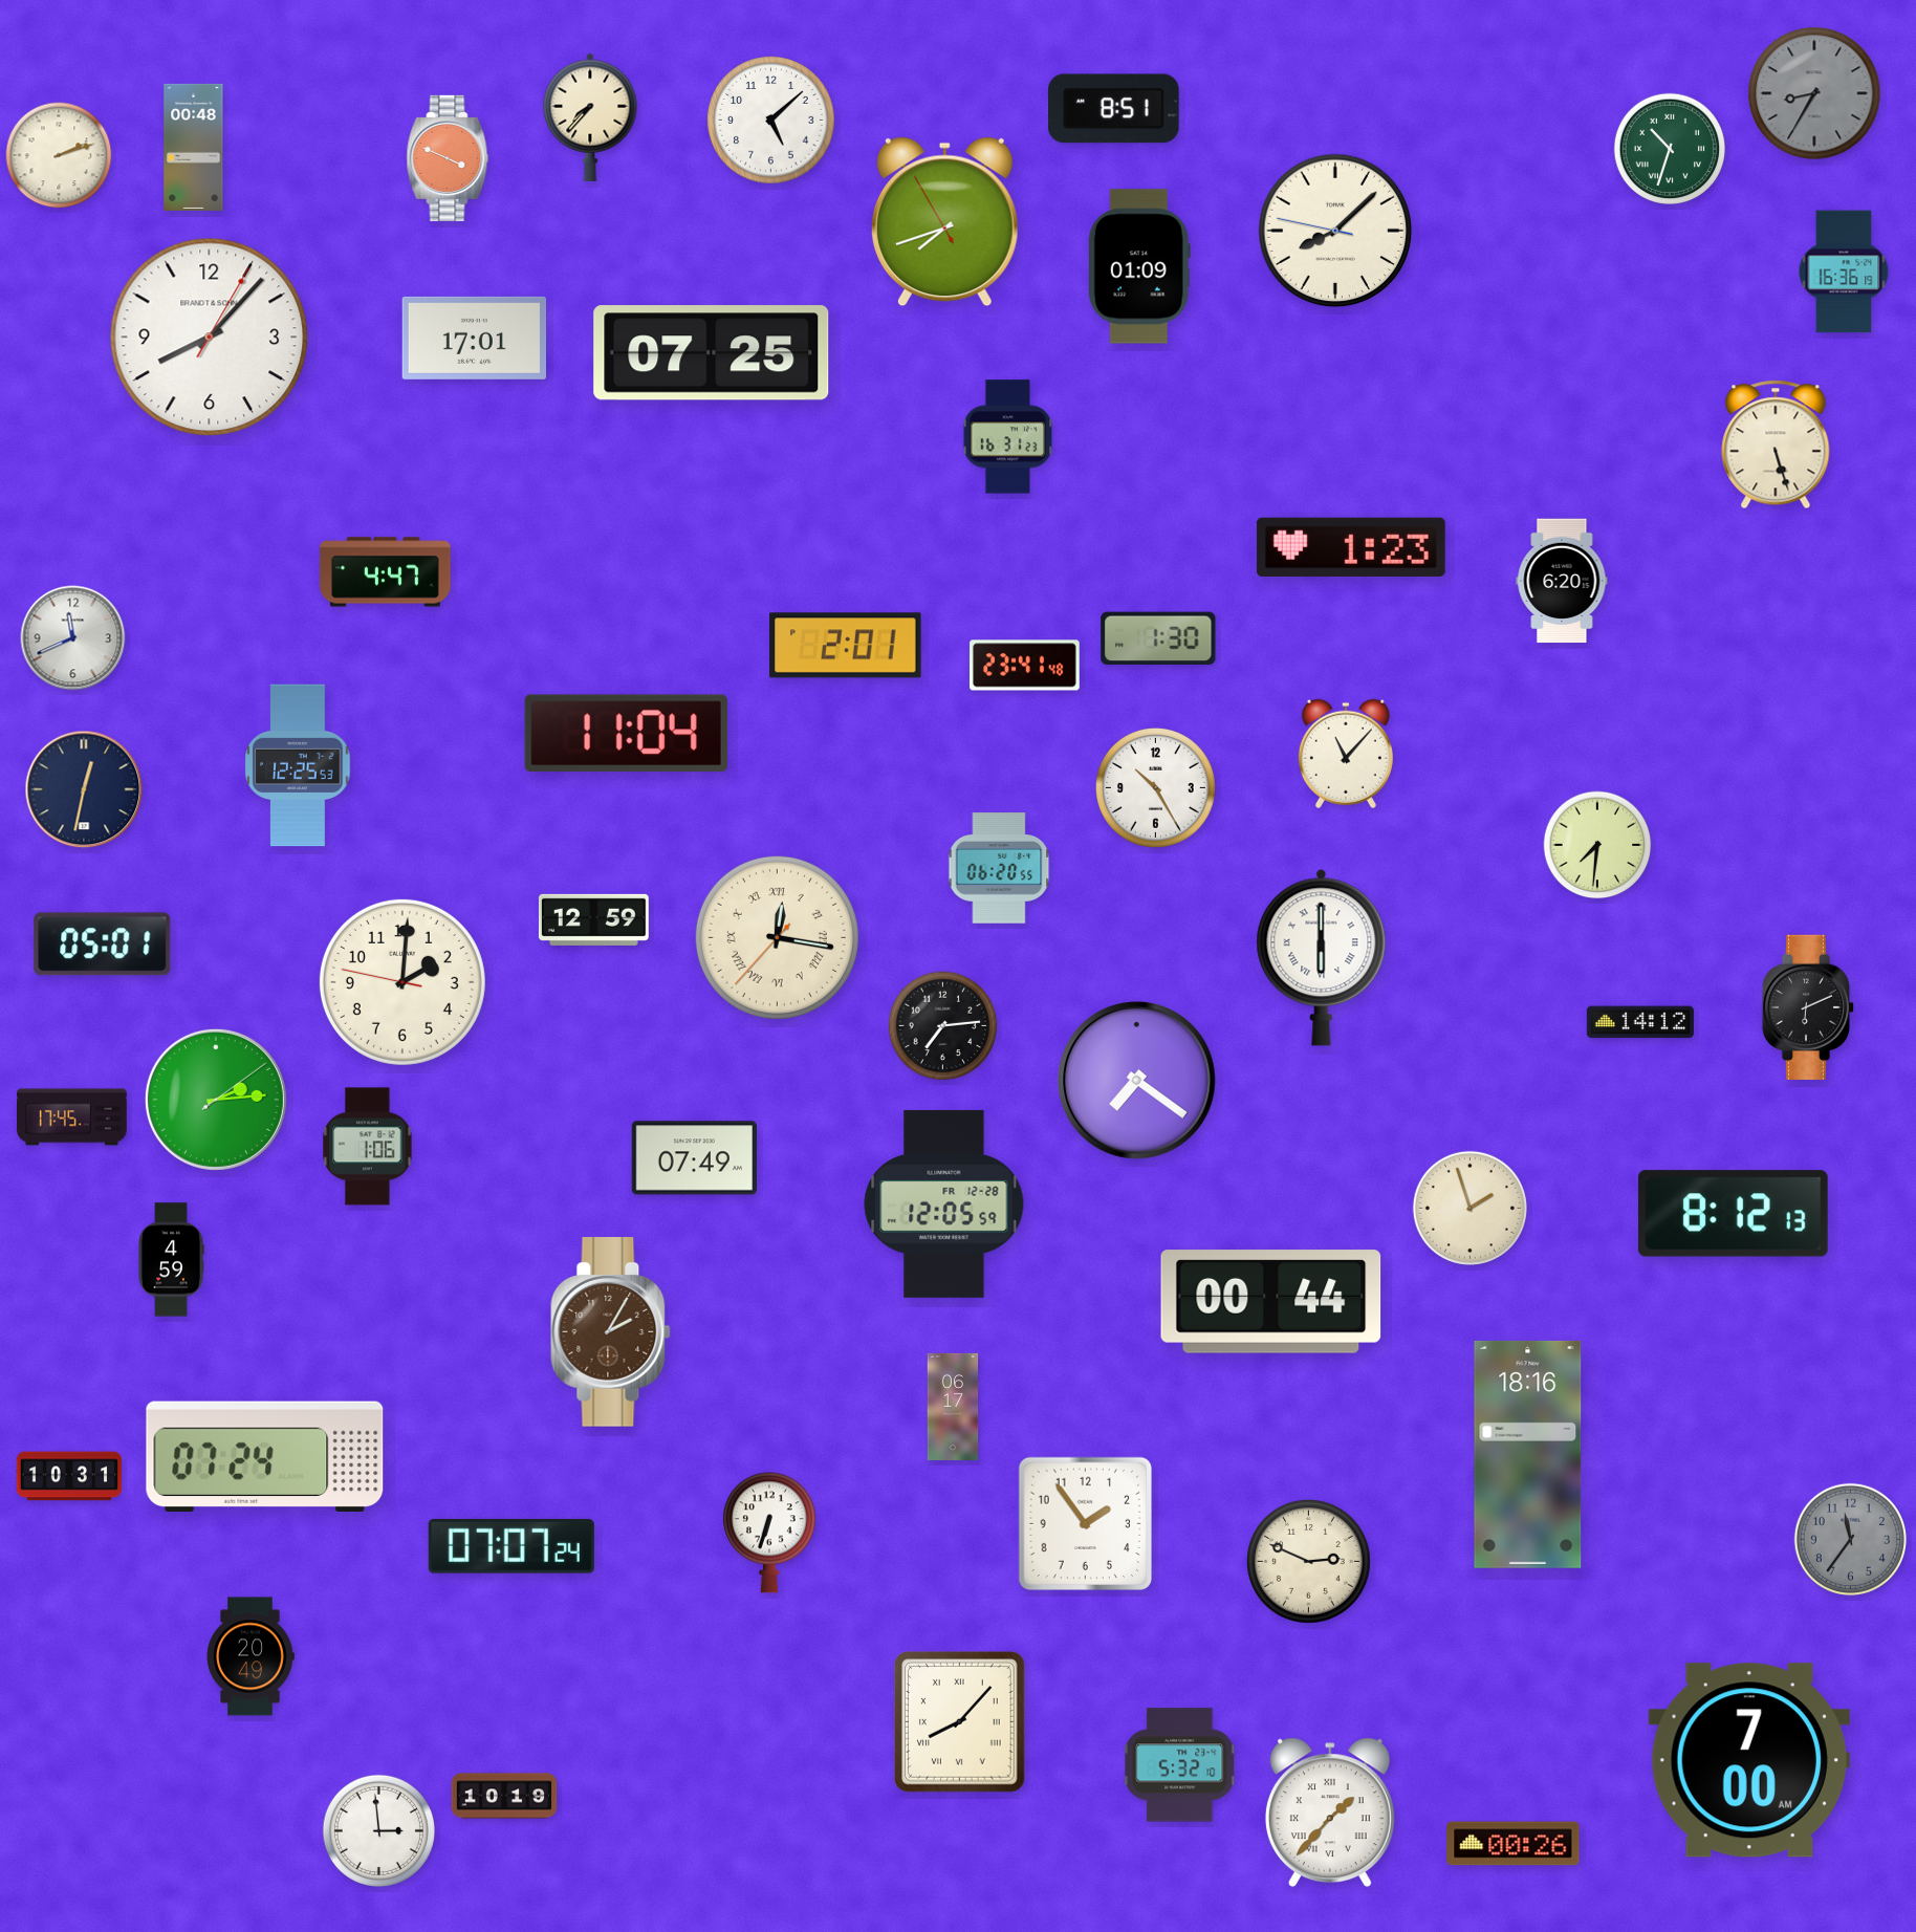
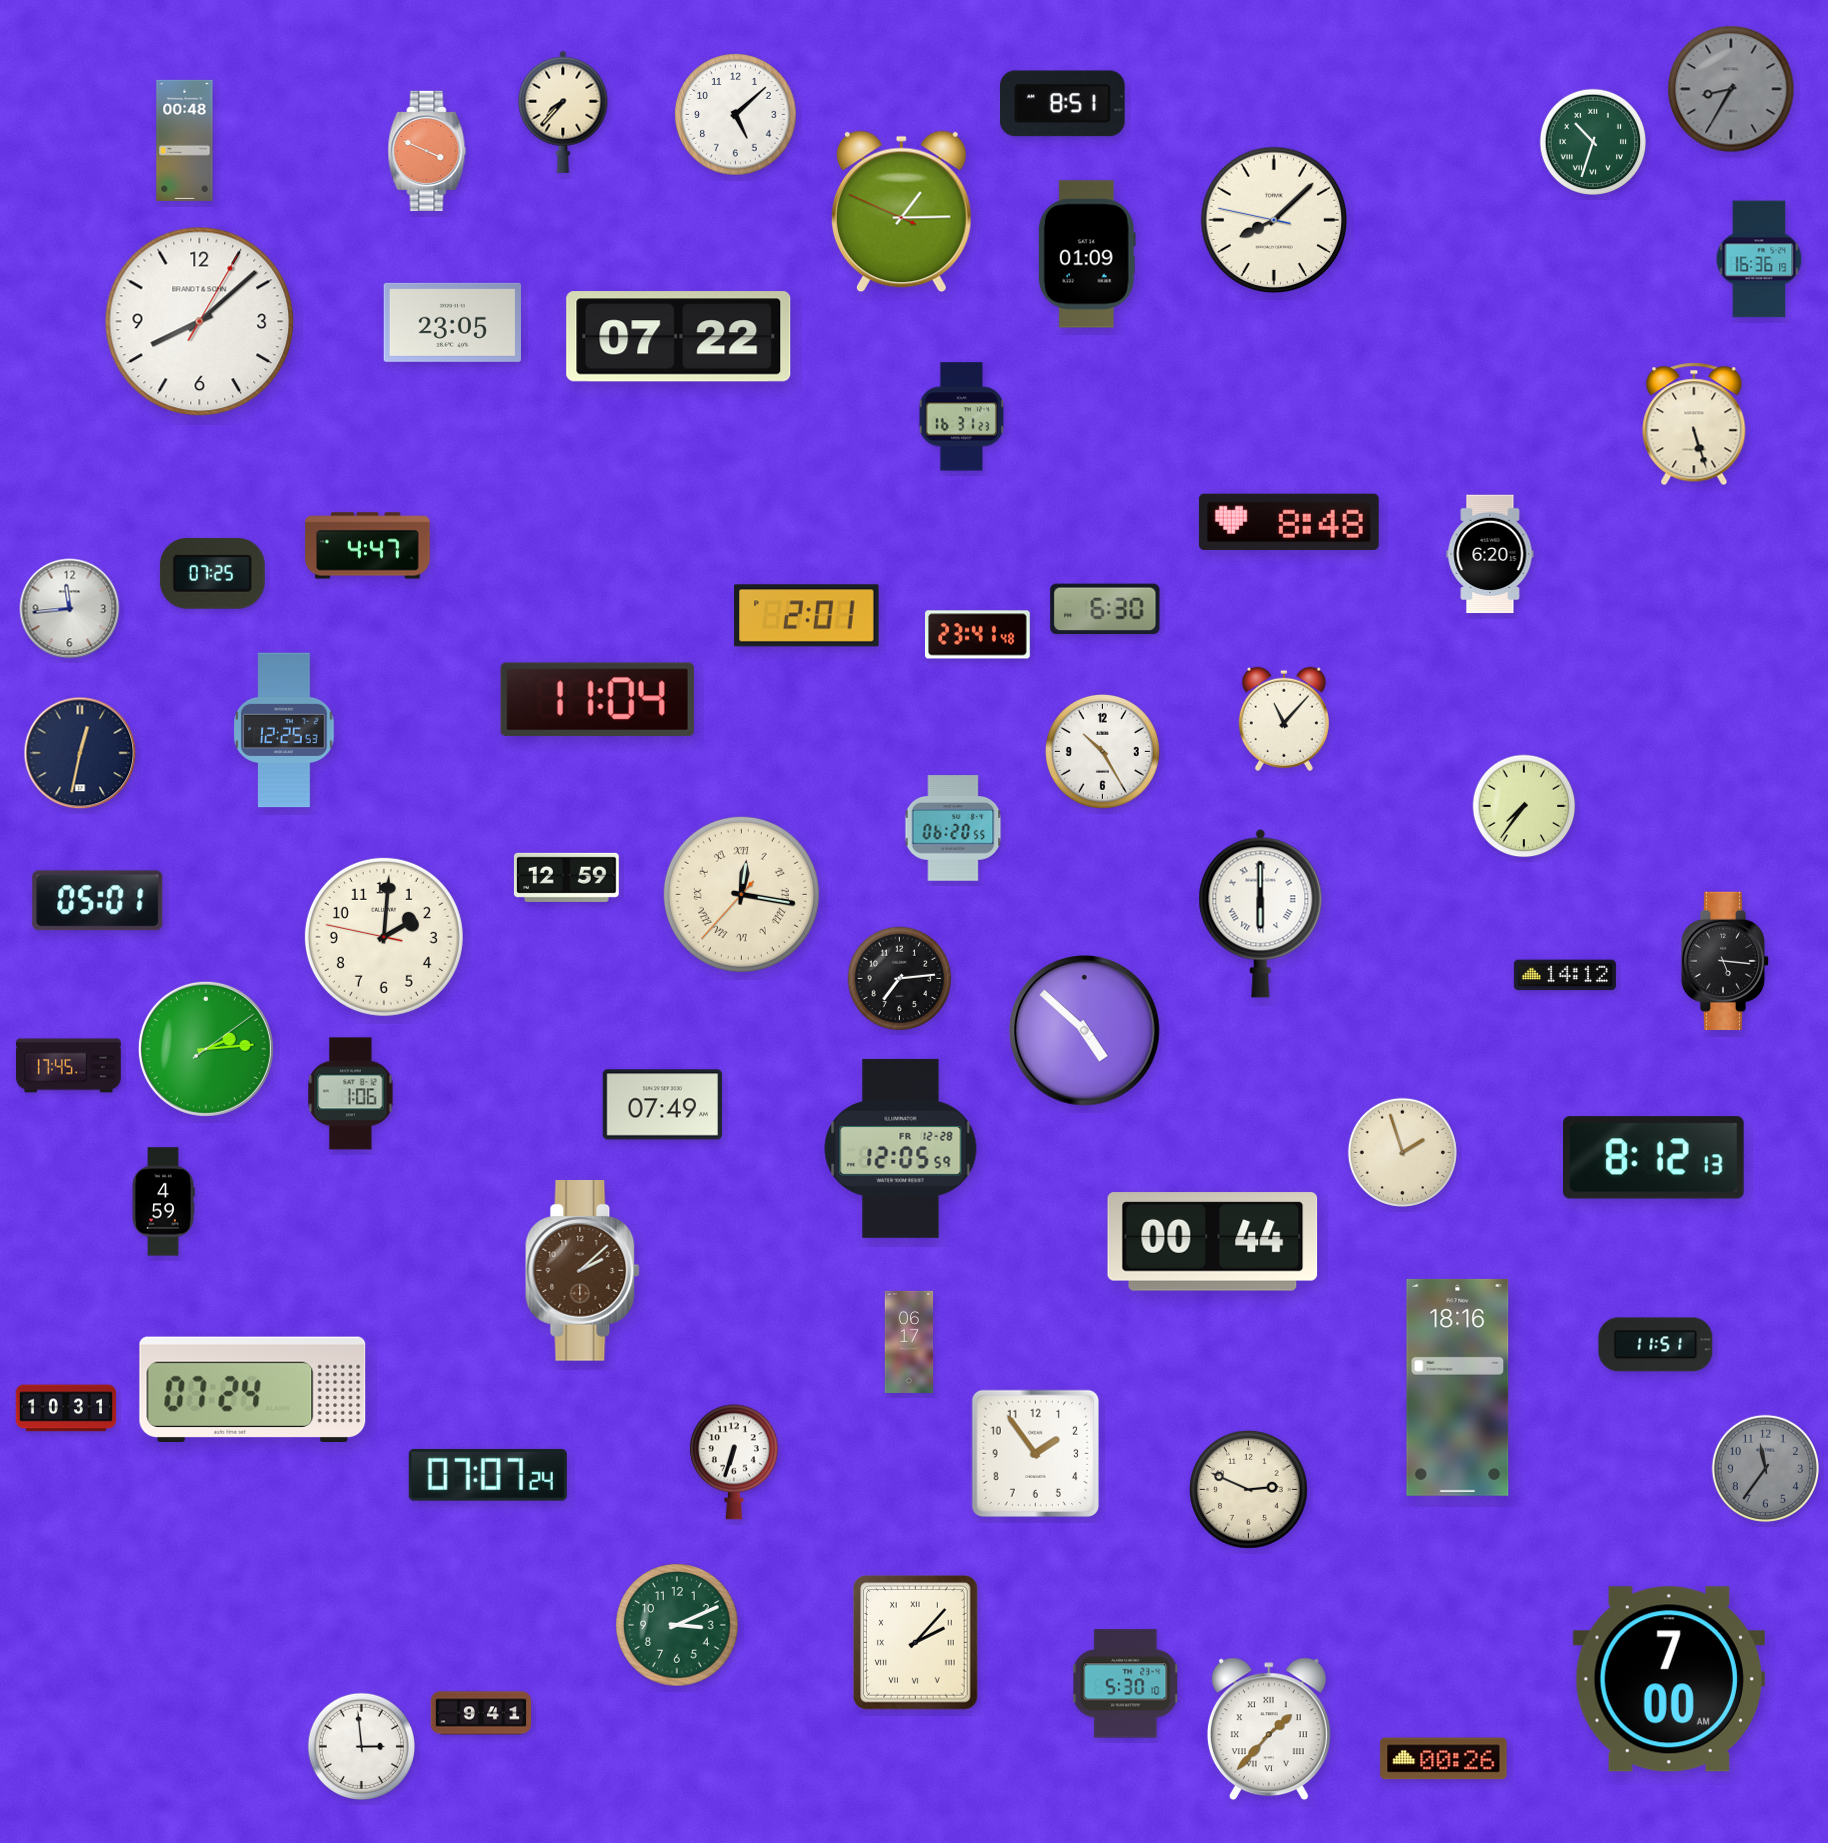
clock at (59, 155): 2:12 -> none
clock at (944, 222): 7:41 -> 1:14
clock at (210, 338): 8:07 -> 8:08
clock at (474, 338): 17:01 -> 23:05
clock at (712, 353): 07:25 -> 07:22
clock at (1351, 547): 1:23 -> 8:48
clock at (212, 573): none -> 07:25
clock at (73, 638): 11:41 -> 11:44
clock at (1158, 638): 1:30 -> 6:30
clock at (1597, 845): 7:31 -> 7:36
clock at (1808, 1007): 6:11 -> 5:16
clock at (1137, 1081): 7:21 -> 4:52
clock at (611, 1332): 2:05 -> 2:08
clock at (1656, 1345): none -> 11:51
clock at (251, 1656): 20:49 -> none
clock at (677, 1625): none -> 3:11
clock at (960, 1722): 8:07 -> 2:07
clock at (1180, 1765): 5:32 -> 5:30
clock at (504, 1796): 10:19 -> 9:41
